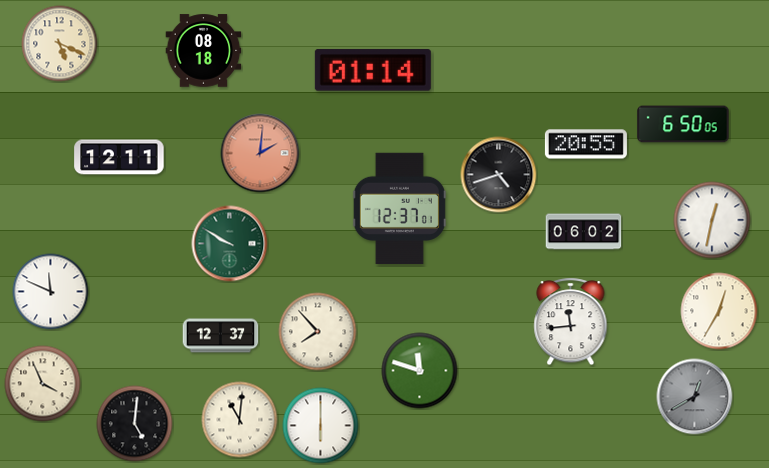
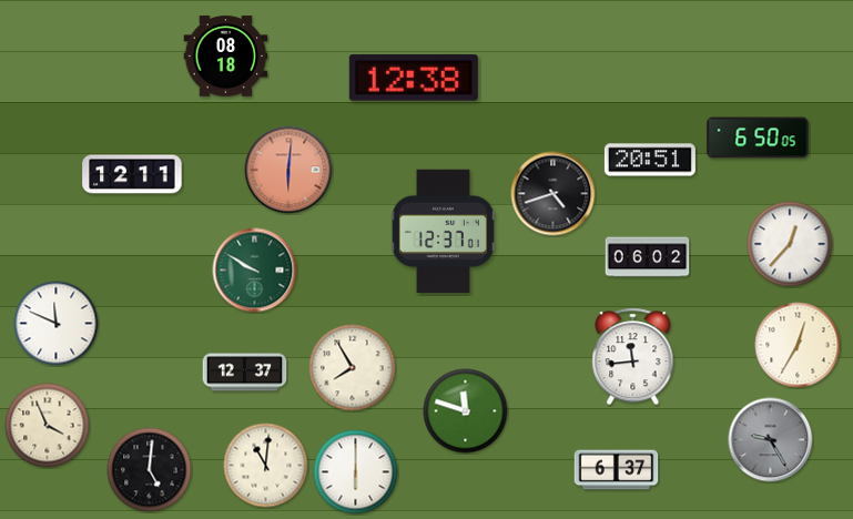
clock at (60, 44): 5:19 -> none
clock at (373, 70): 01:14 -> 12:38
clock at (586, 144): 20:55 -> 20:51
clock at (260, 153): 2:01 -> 6:01
clock at (712, 220): 12:32 -> 12:37
clock at (318, 332): 7:53 -> 7:55
clock at (695, 397): 12:40 -> 9:25
clock at (617, 470): none -> 6:37
